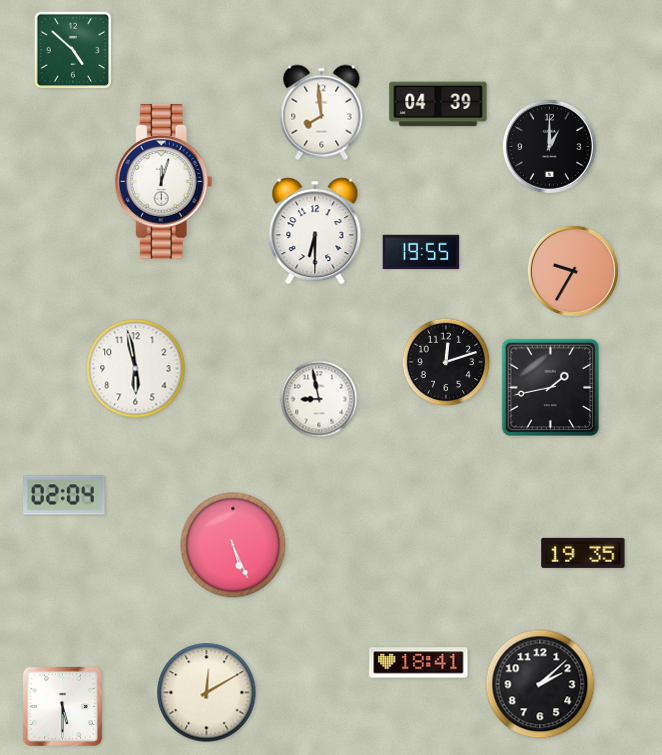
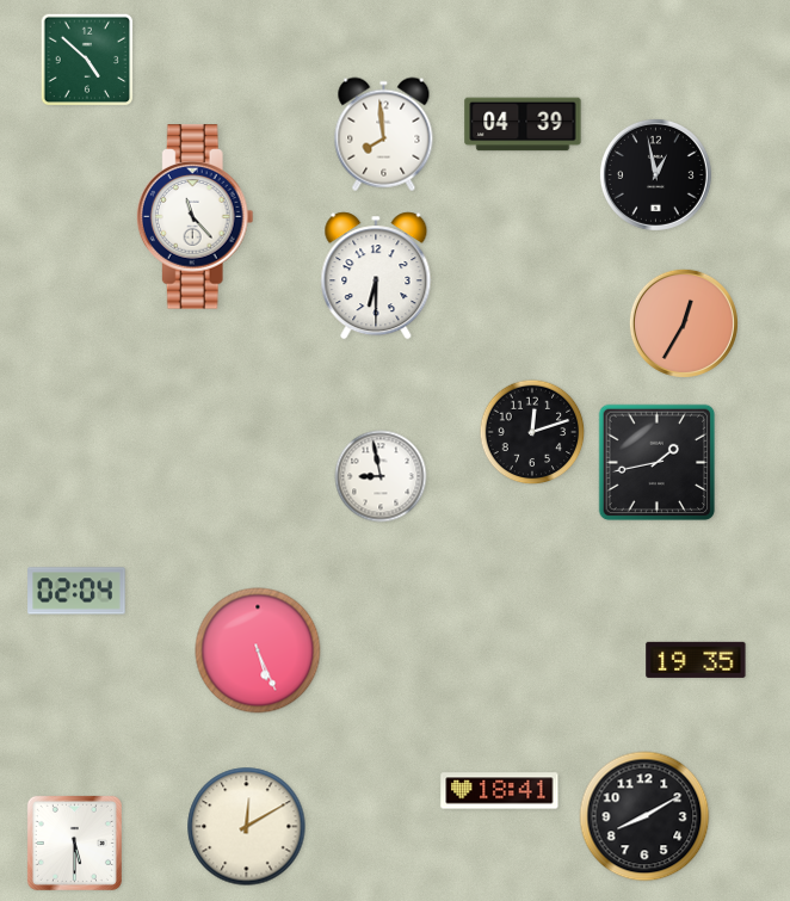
clock at (549, 146): 1:00 -> 12:58
clock at (163, 182): 12:03 -> 11:23
clock at (421, 252): 19:55 -> none
clock at (573, 271): 9:35 -> 12:35
clock at (136, 369): 5:58 -> none
clock at (233, 545) position: (233, 545) -> (258, 650)
clock at (540, 684): 2:08 -> 8:10
